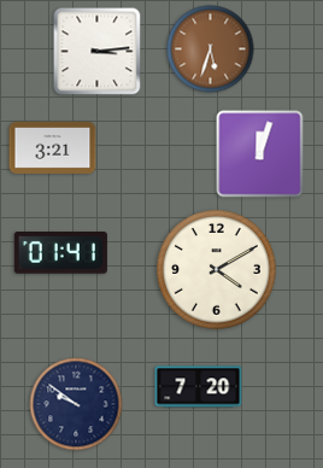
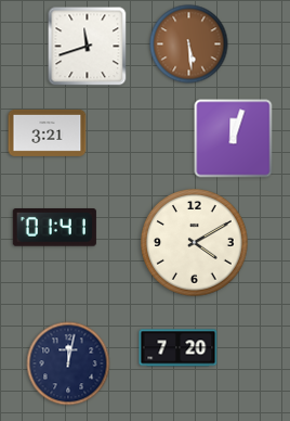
clock at (211, 49): 5:33 -> 5:29
clock at (98, 52): 3:14 -> 11:42
clock at (76, 404): 9:51 -> 12:02
